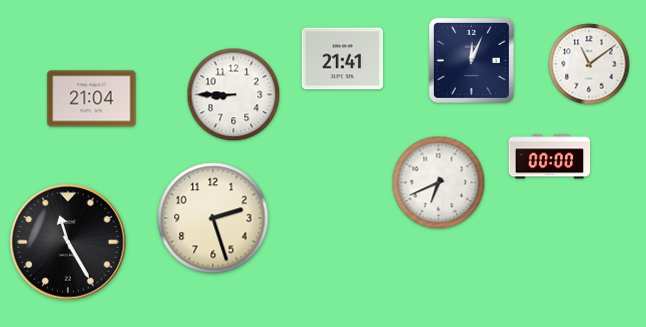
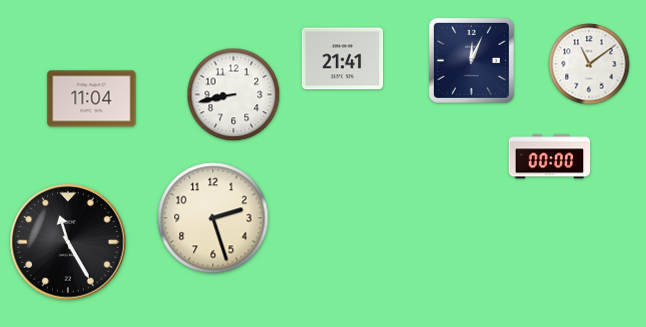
clock at (234, 95): 8:45 -> 8:43
clock at (92, 99): 21:04 -> 11:04
clock at (439, 183): 6:41 -> none
